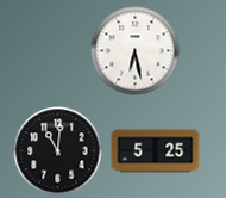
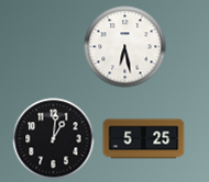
clock at (58, 151): 11:01 -> 1:01
